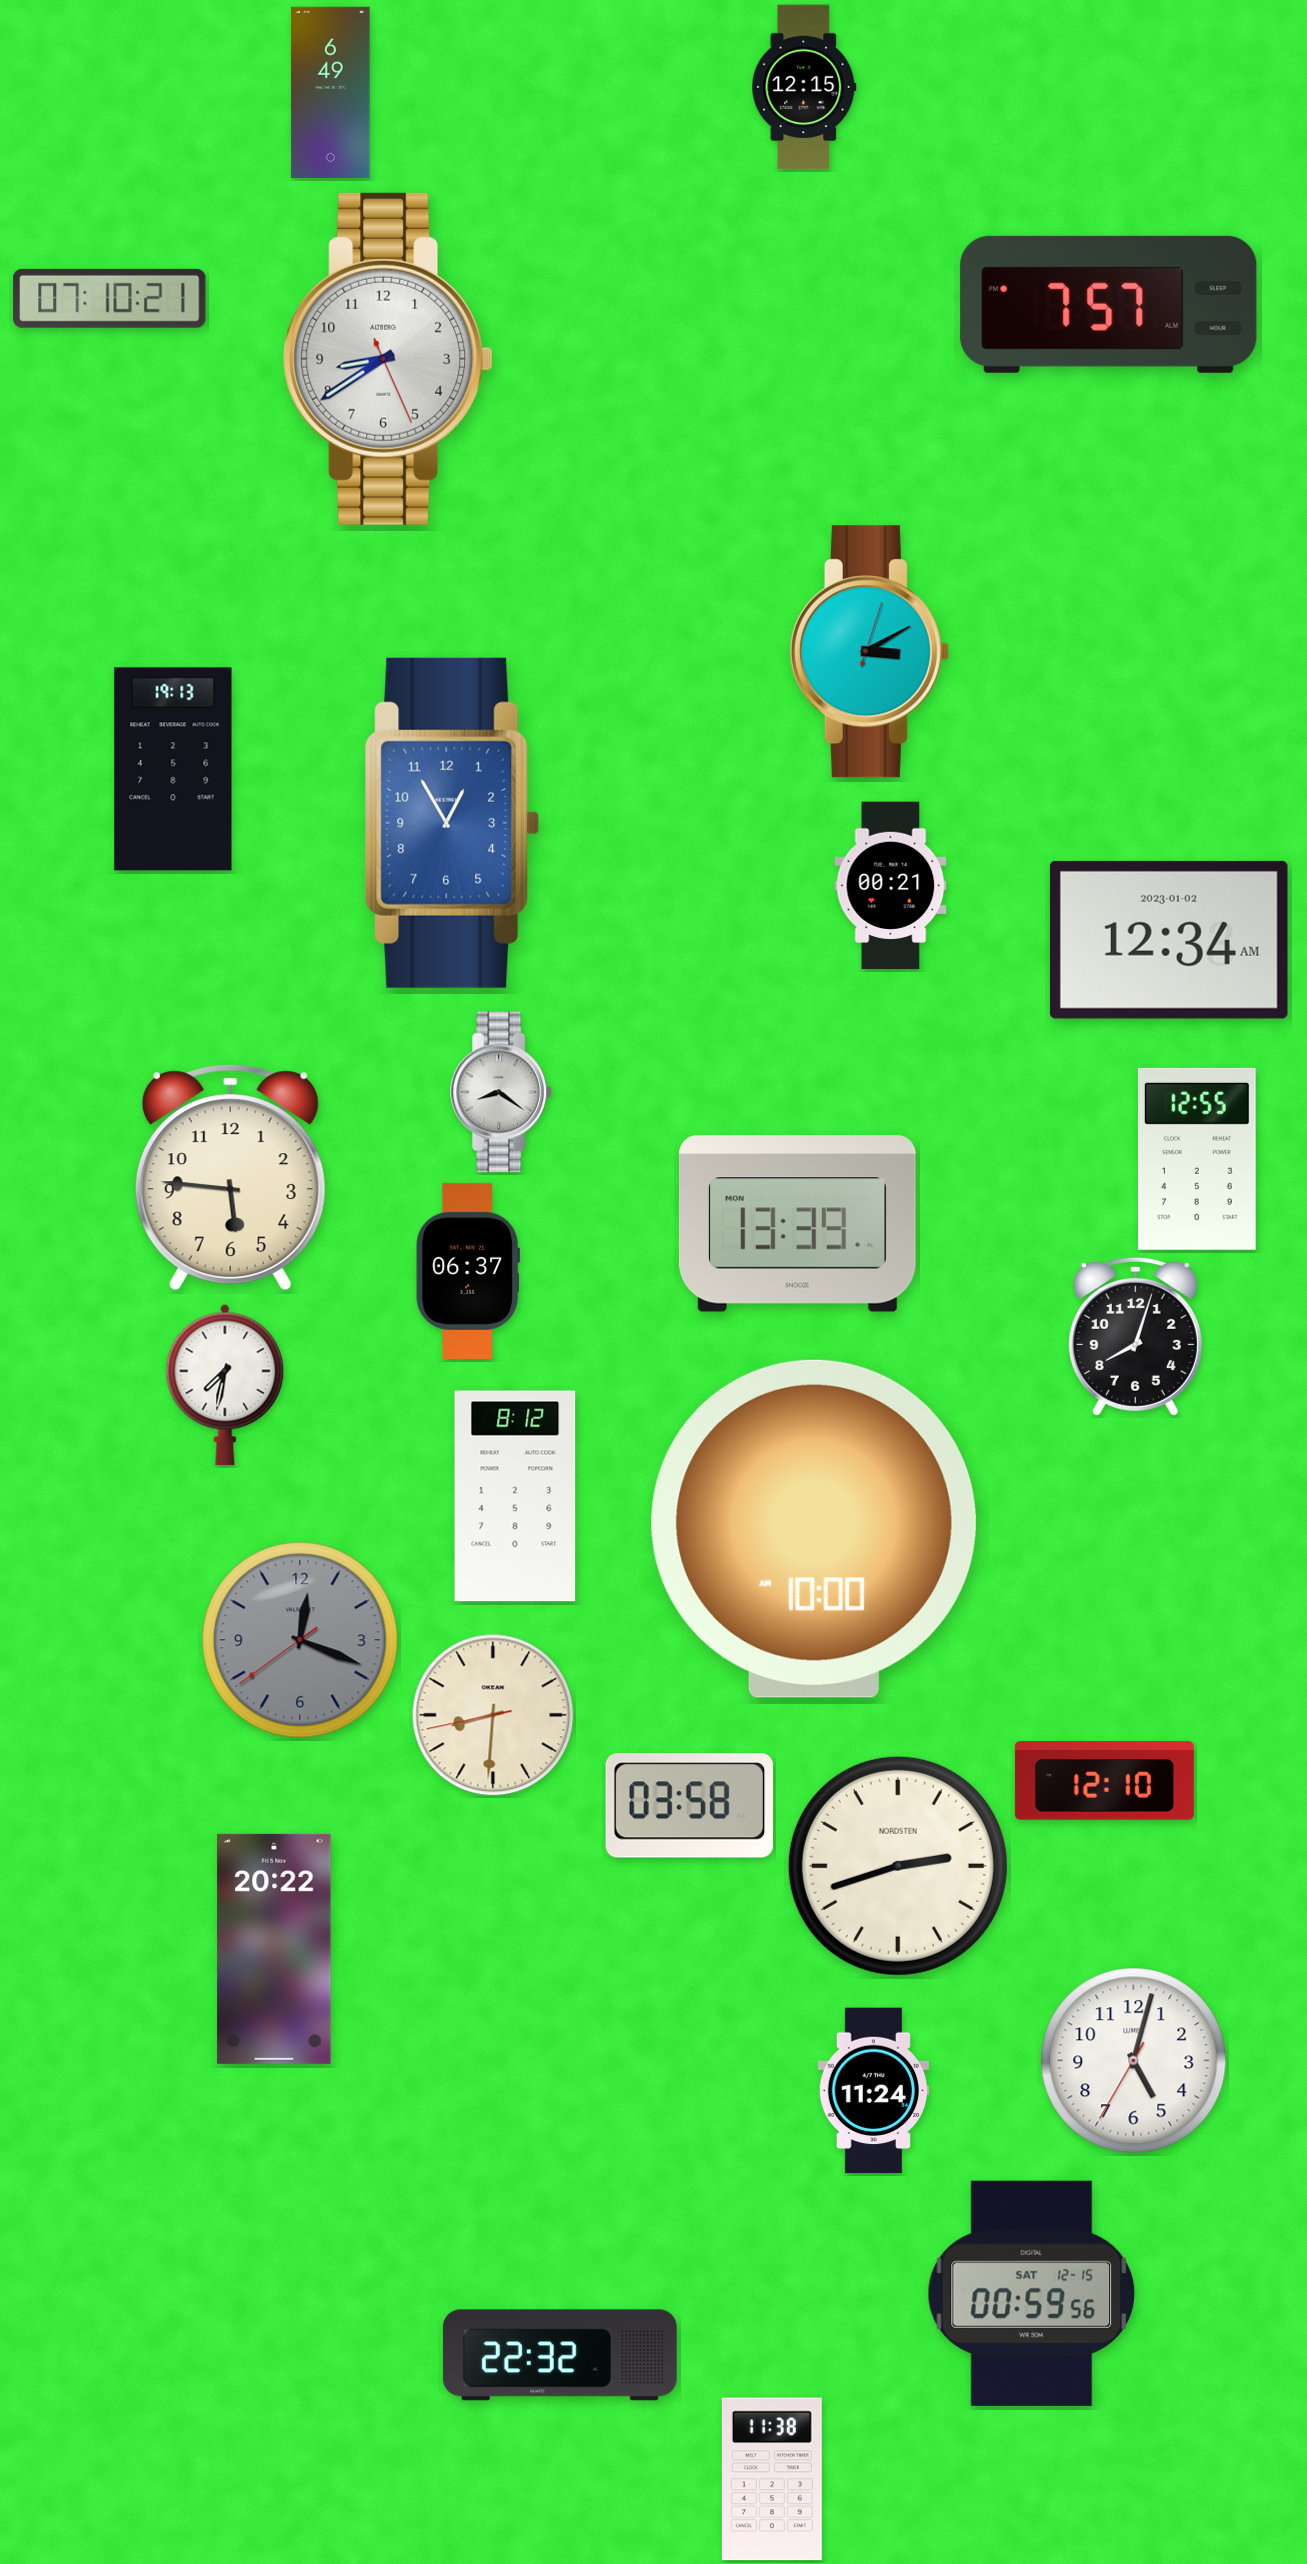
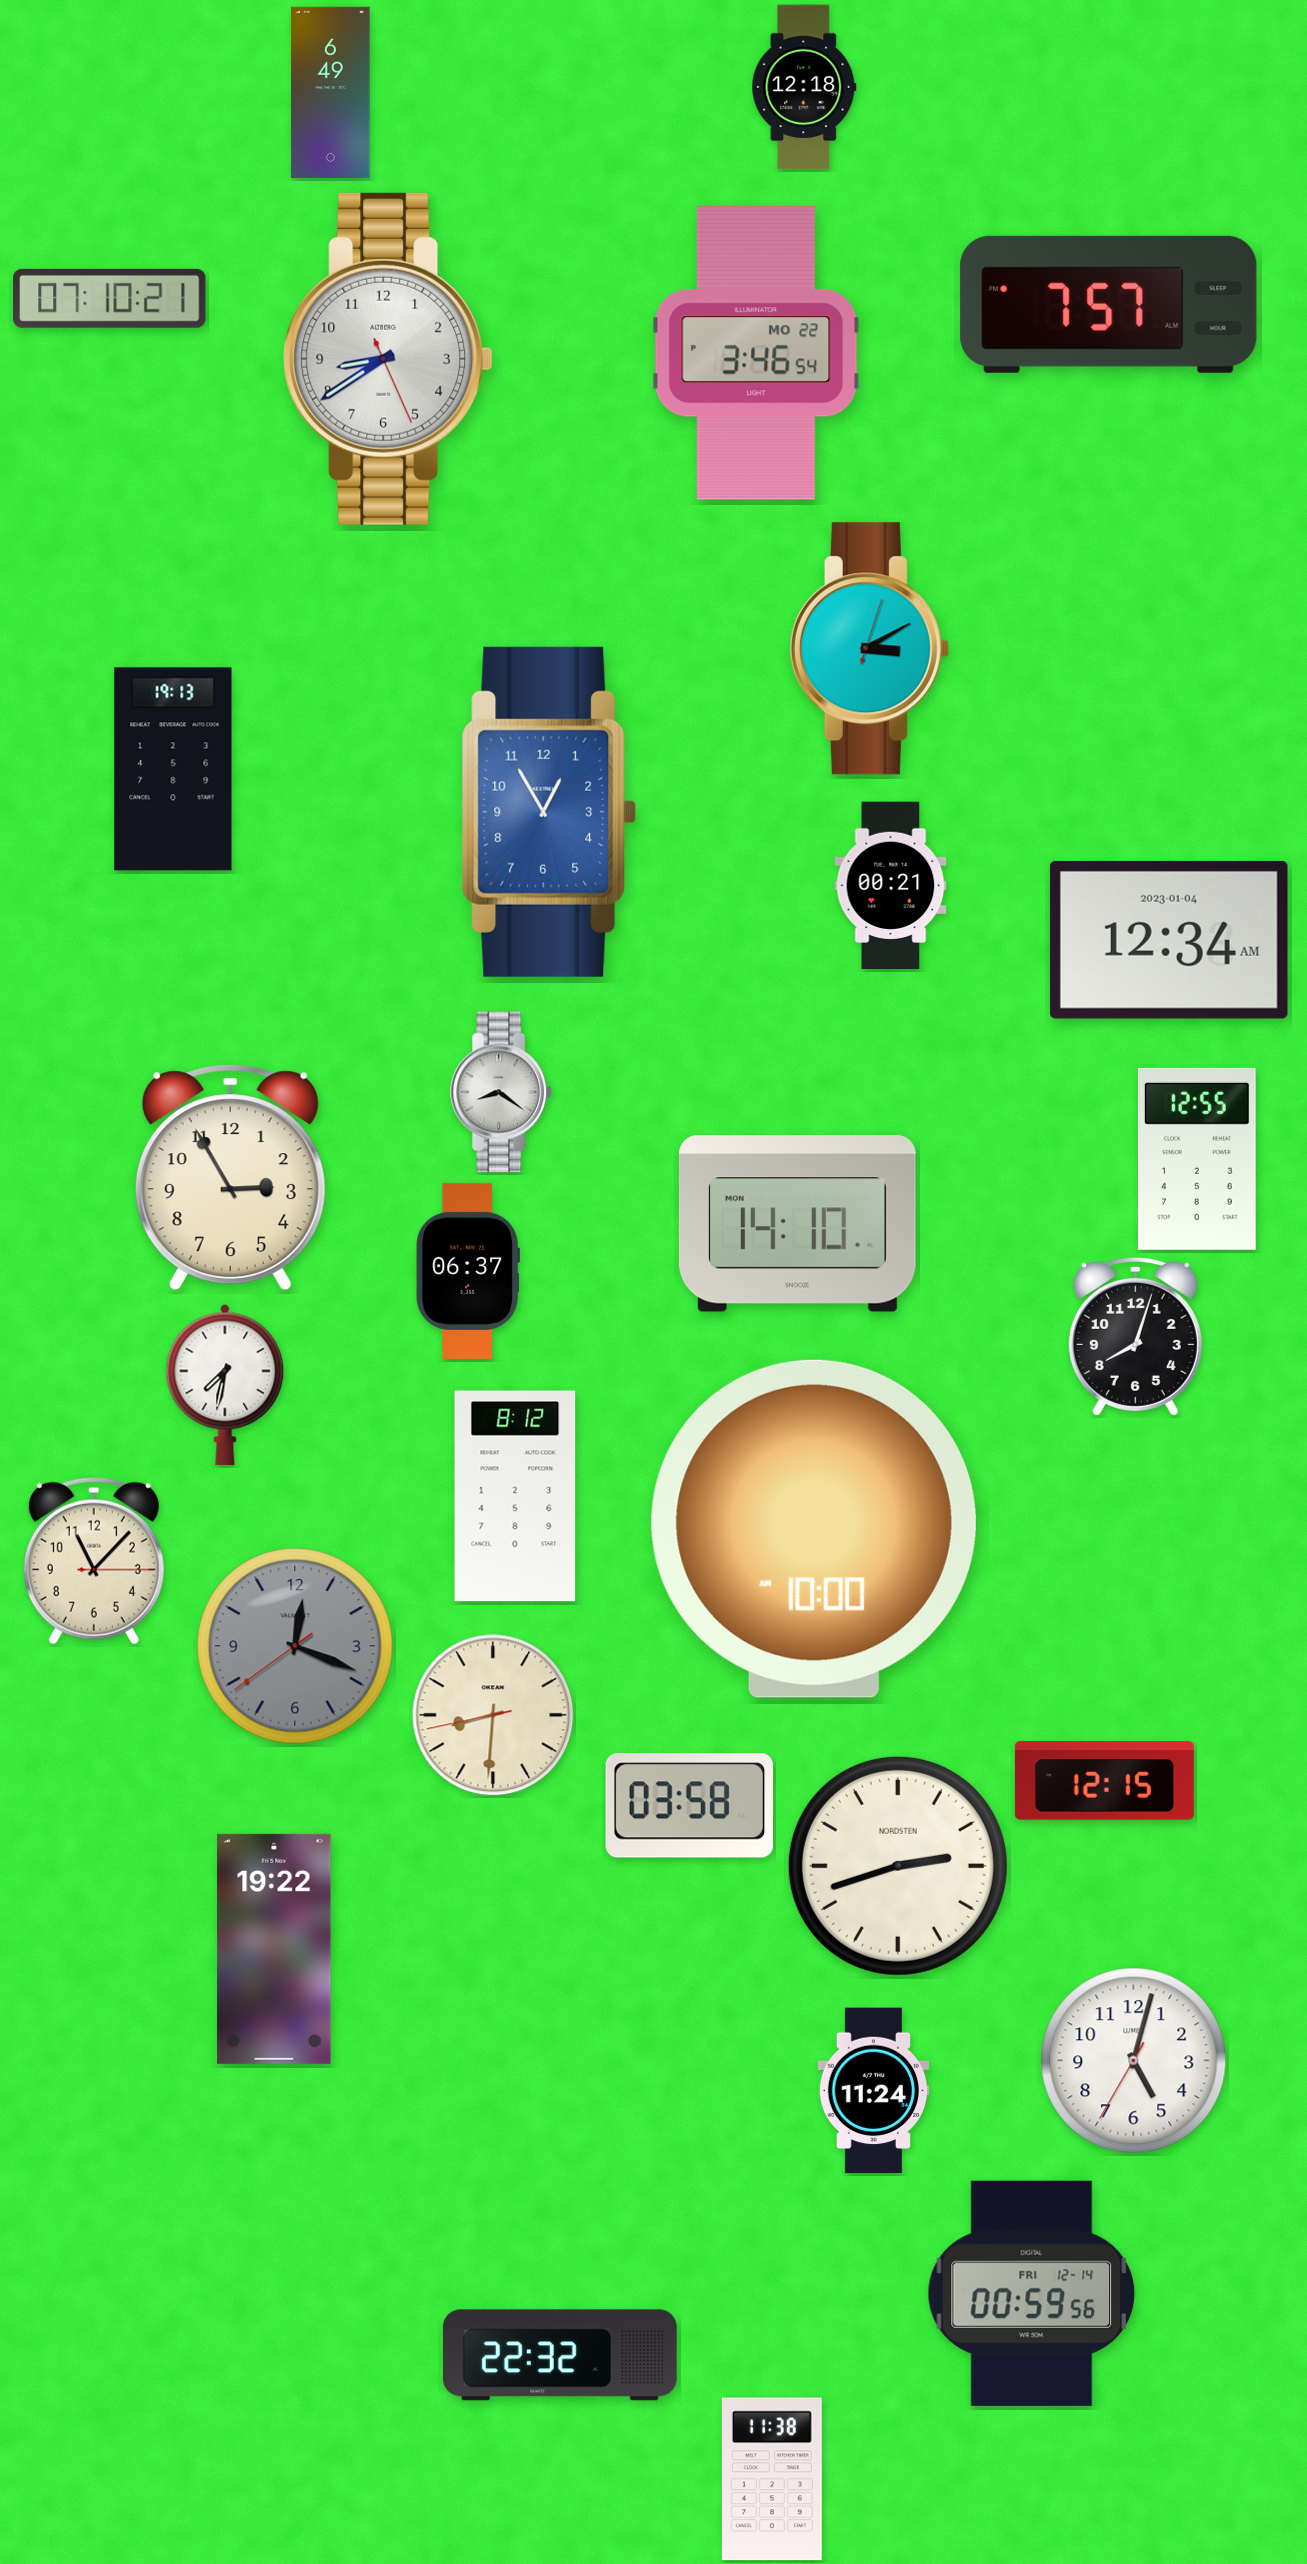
clock at (804, 87): 12:15 -> 12:18
clock at (756, 353): none -> 3:46
clock at (869, 652) position: (869, 652) -> (869, 649)
clock at (452, 823) position: (452, 823) -> (549, 812)
clock at (1169, 940) date: 2023-01-02 -> 2023-01-04
clock at (230, 1177): 5:46 -> 2:55
clock at (797, 1224): 13:39 -> 14:10
clock at (94, 1561): none -> 11:07
clock at (300, 1640) position: (300, 1640) -> (295, 1646)
clock at (1104, 1781): 12:10 -> 12:15
clock at (274, 1949): 20:22 -> 19:22
clock at (1032, 2293) date: SAT 12-15 -> FRI 12-14
